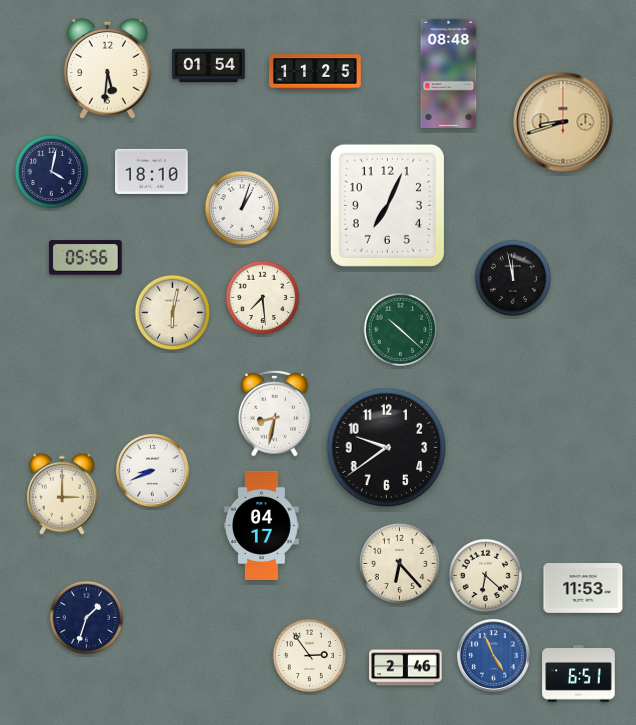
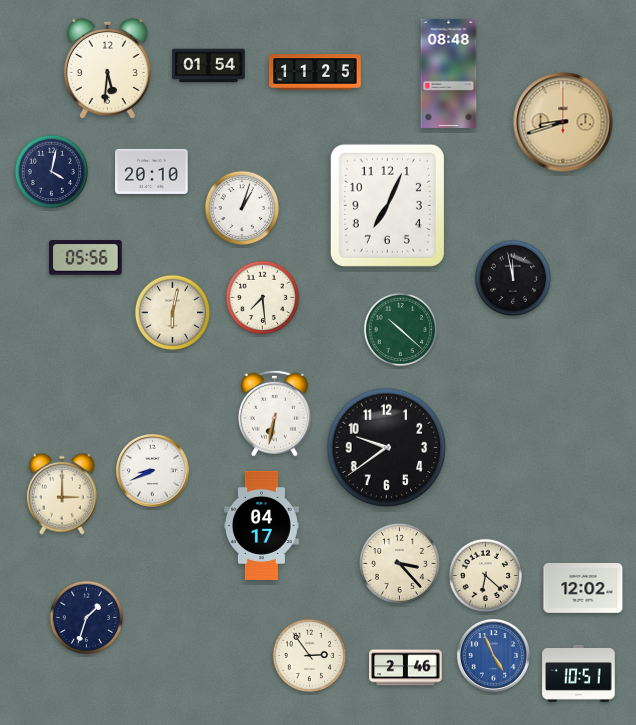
clock at (152, 171): 18:10 -> 20:10
clock at (274, 413): 8:32 -> 6:32
clock at (399, 563): 6:23 -> 3:23
clock at (583, 589): 11:53 -> 12:02
clock at (579, 673): 6:51 -> 10:51
